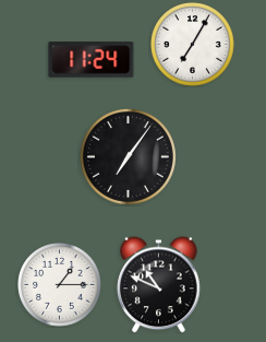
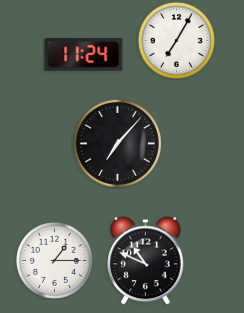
clock at (128, 156): 7:06 -> 7:07
